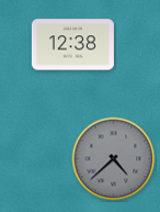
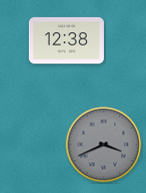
clock at (114, 159): 4:38 -> 3:41
